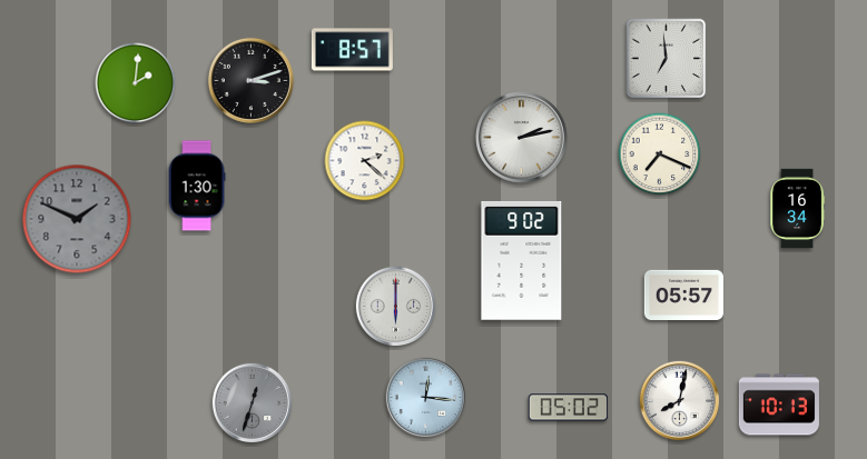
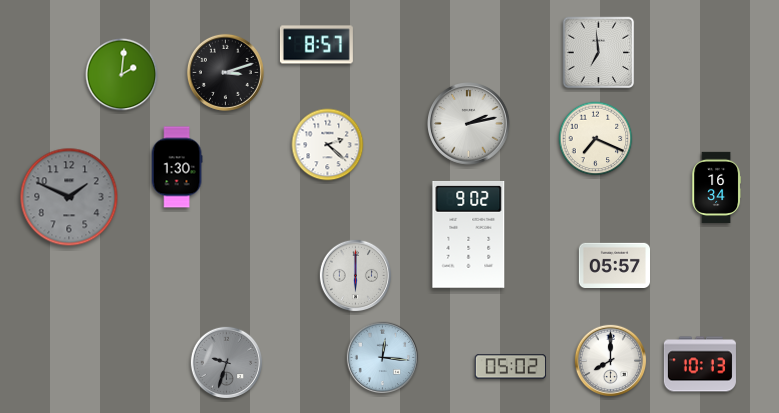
clock at (660, 154) position: (660, 154) -> (596, 139)
clock at (680, 401): 8:02 -> 8:00
clock at (253, 403): 12:33 -> 9:33
